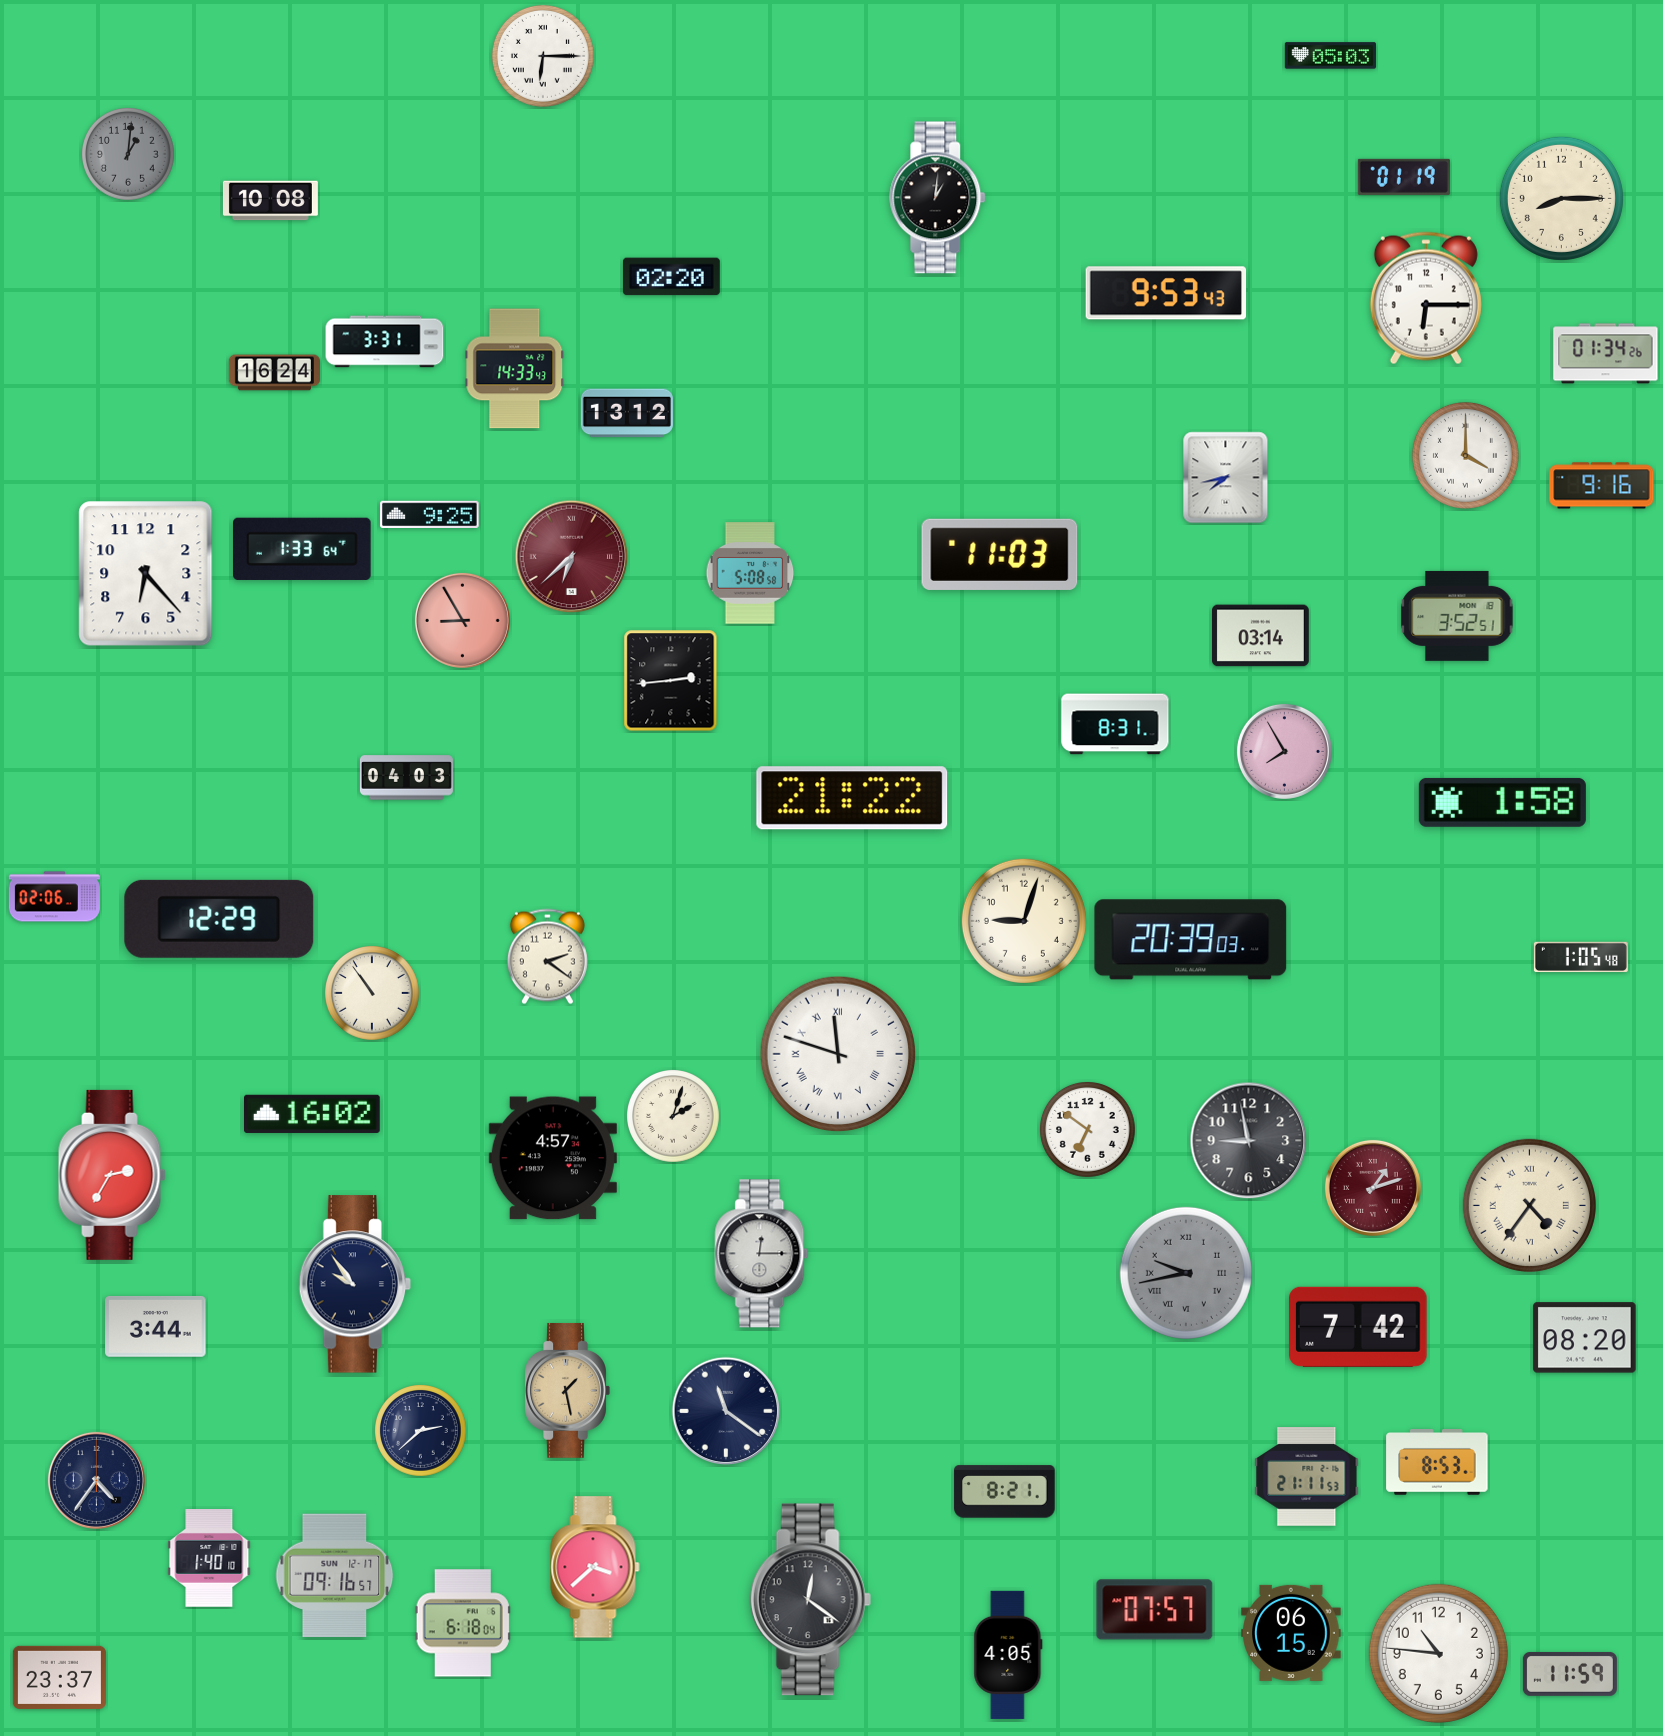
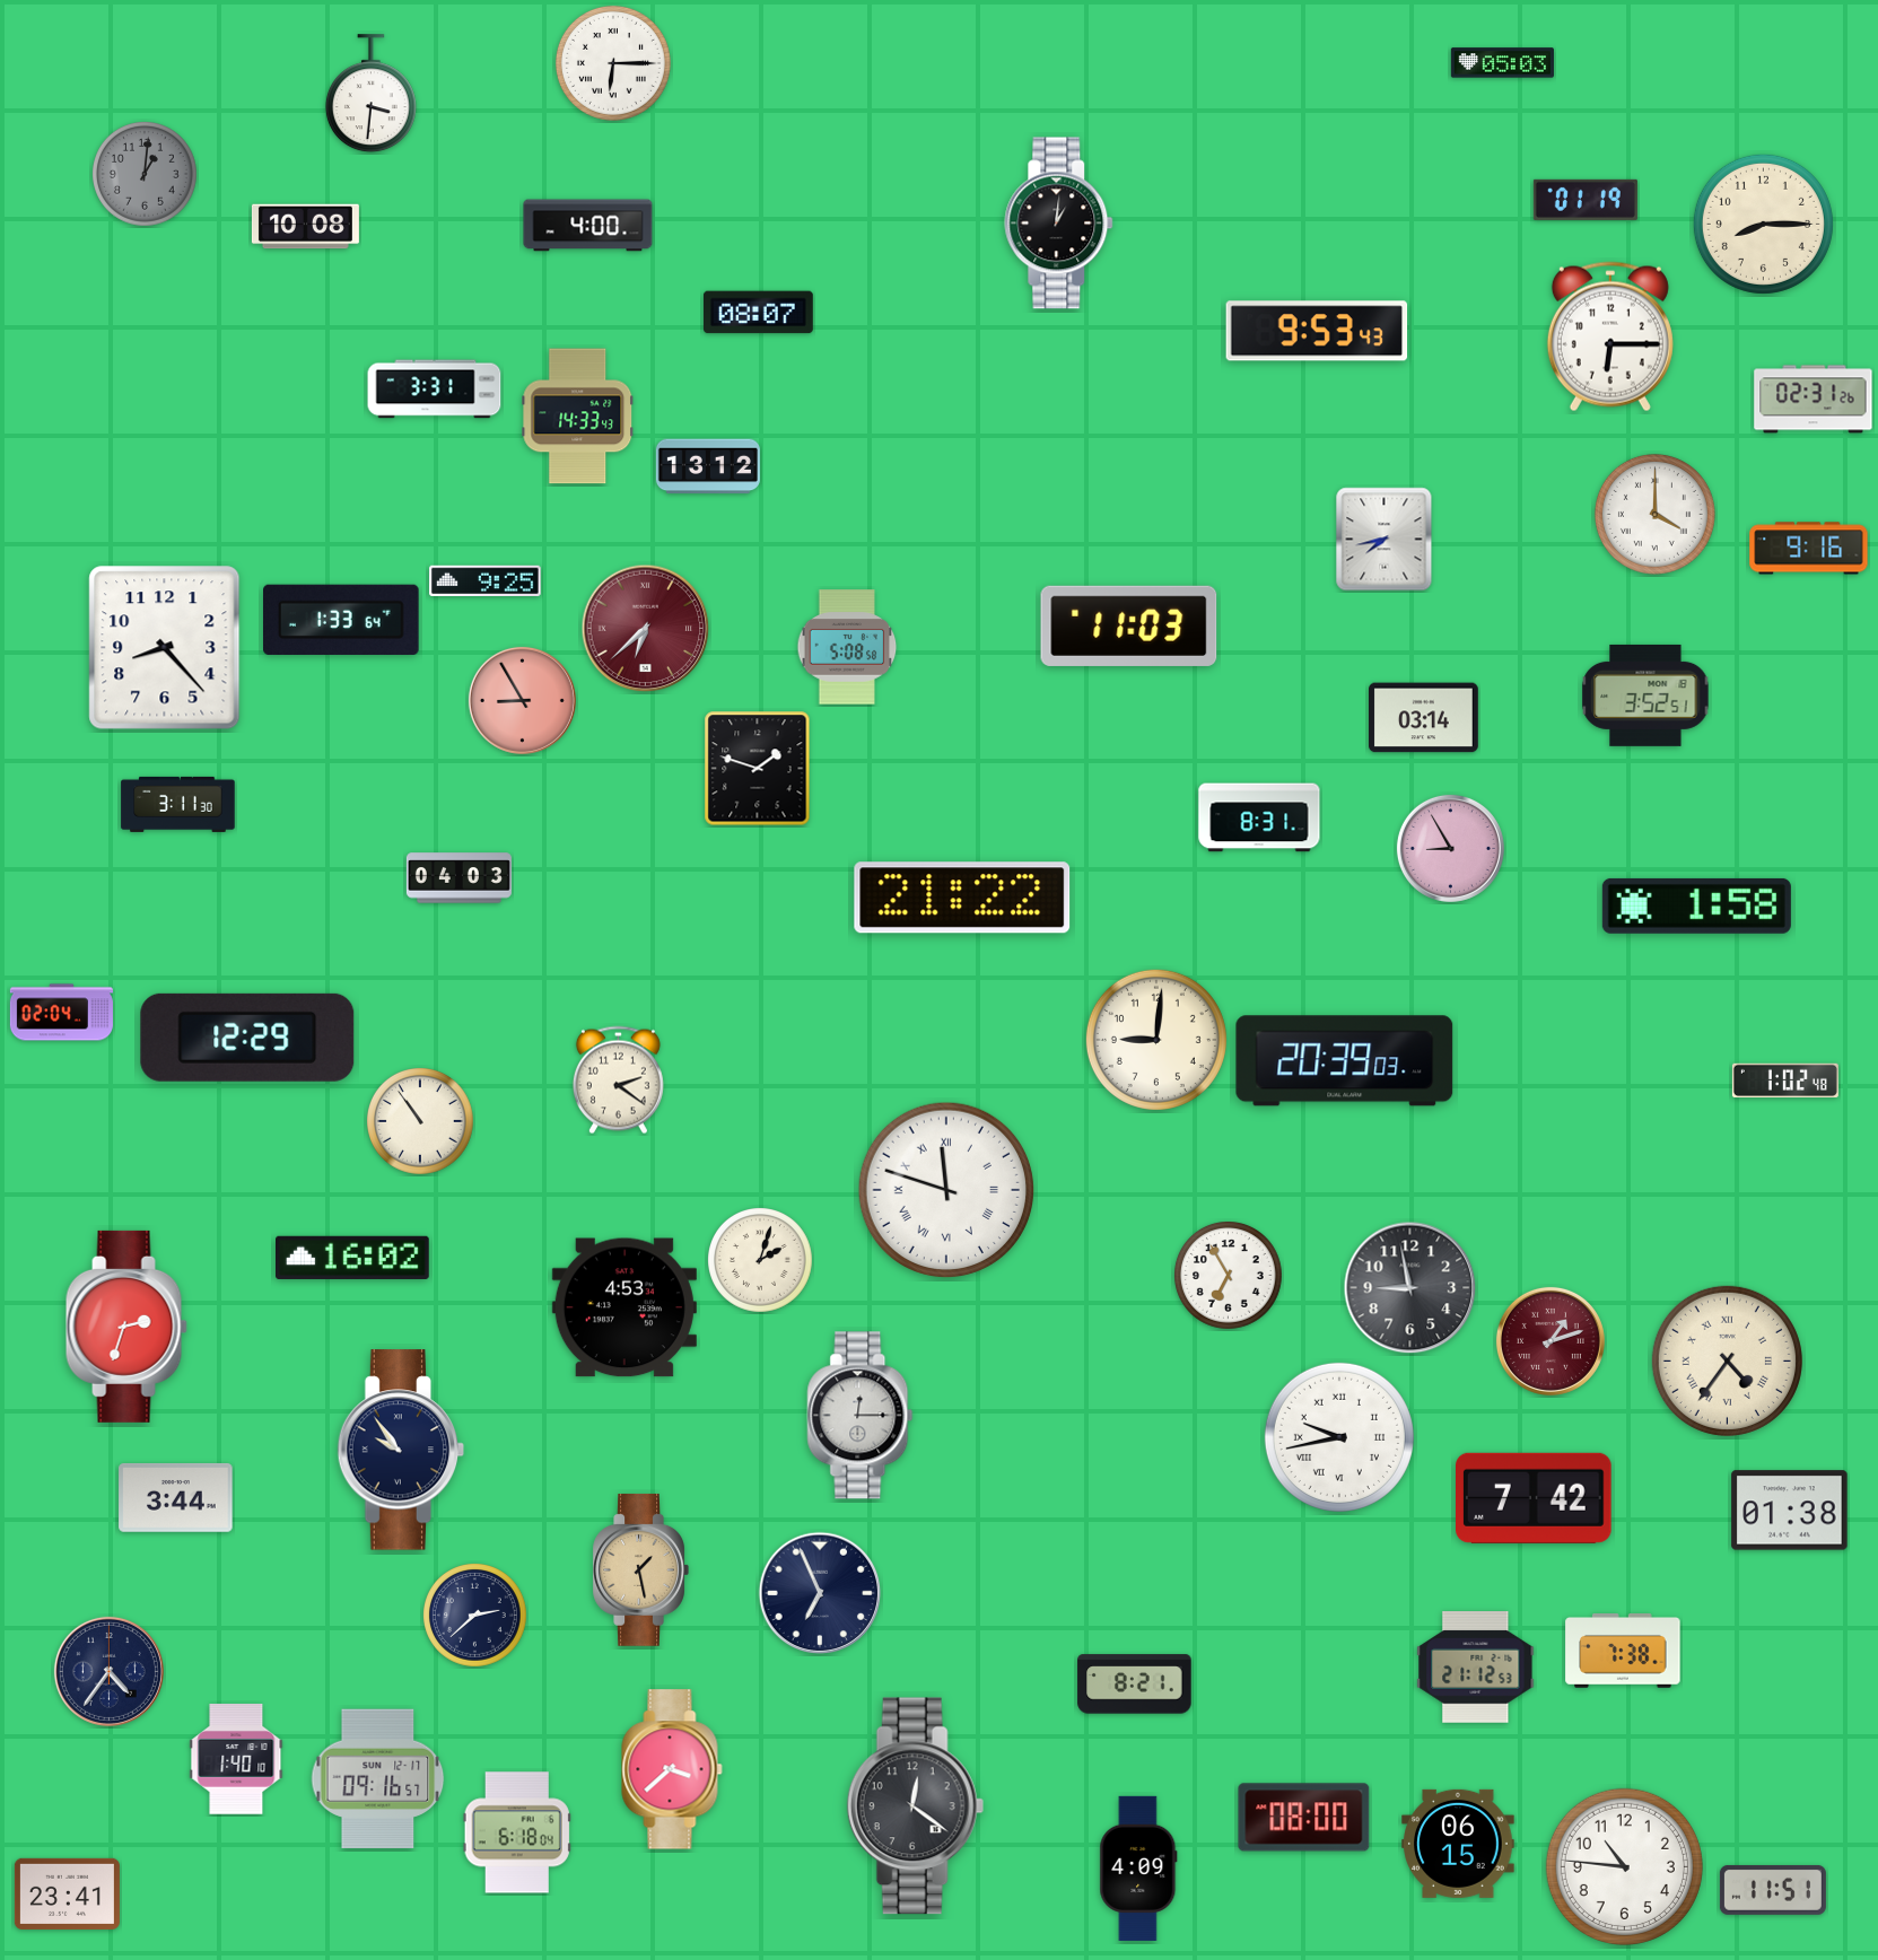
clock at (370, 94): none -> 3:31
clock at (588, 226): none -> 4:00
clock at (671, 277): 02:20 -> 08:07
clock at (385, 342) position: (385, 342) -> (435, 390)
clock at (1606, 354): 01:34 -> 02:31
clock at (515, 369) position: (515, 369) -> (578, 417)
clock at (274, 373): 16:24 -> none
clock at (146, 574): 6:23 -> 8:23
clock at (671, 681): 2:44 -> 1:48
clock at (178, 804): none -> 3:11
clock at (1284, 751): 7:55 -> 8:55
clock at (852, 798) position: (852, 798) -> (962, 898)
clock at (54, 897): 02:06 -> 02:04
clock at (1024, 921): 9:03 -> 9:01
clock at (1581, 957): 1:05 -> 1:02
clock at (1088, 1130): 6:51 -> 6:55
clock at (553, 1158): 4:57 -> 4:53
clock at (112, 1175): 2:35 -> 2:33
clock at (1186, 1273) dial: grey -> white
clock at (1585, 1338): 08:20 -> 01:38
clock at (726, 1411): 11:21 -> 6:56
clock at (1437, 1463): 8:53 -> 7:38
clock at (1307, 1477): 21:11 -> 21:12
clock at (1155, 1610): 07:57 -> 08:00
clock at (463, 1623) position: (463, 1623) -> (517, 1832)
clock at (1008, 1655): 4:05 -> 4:09
clock at (1570, 1674): 11:59 -> 11:51
clock at (59, 1677): 23:37 -> 23:41
